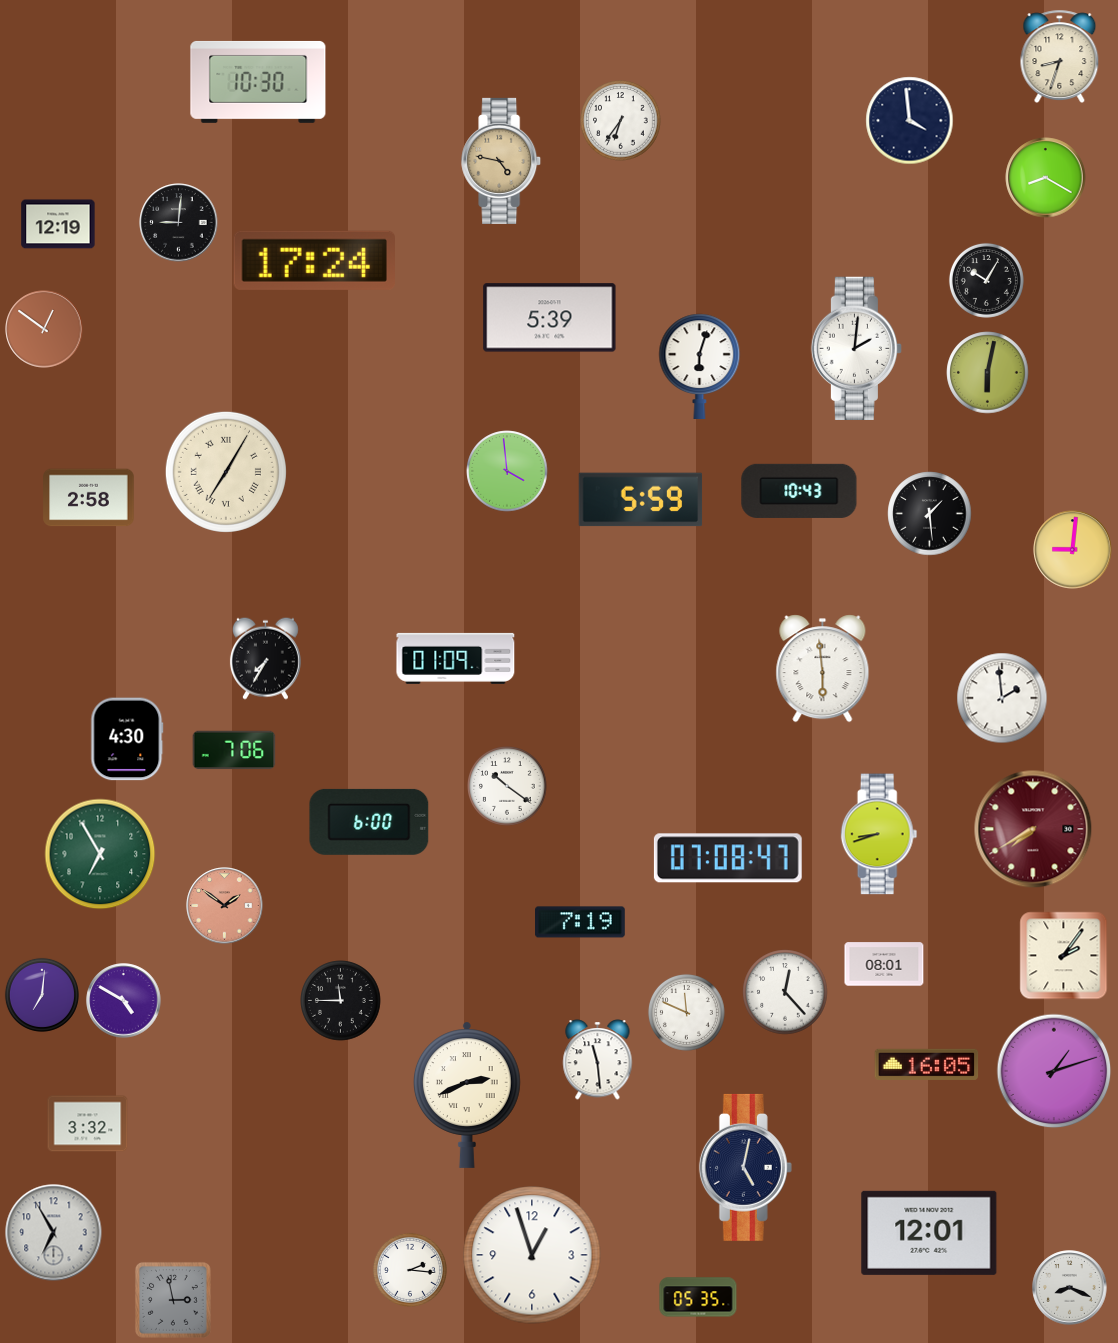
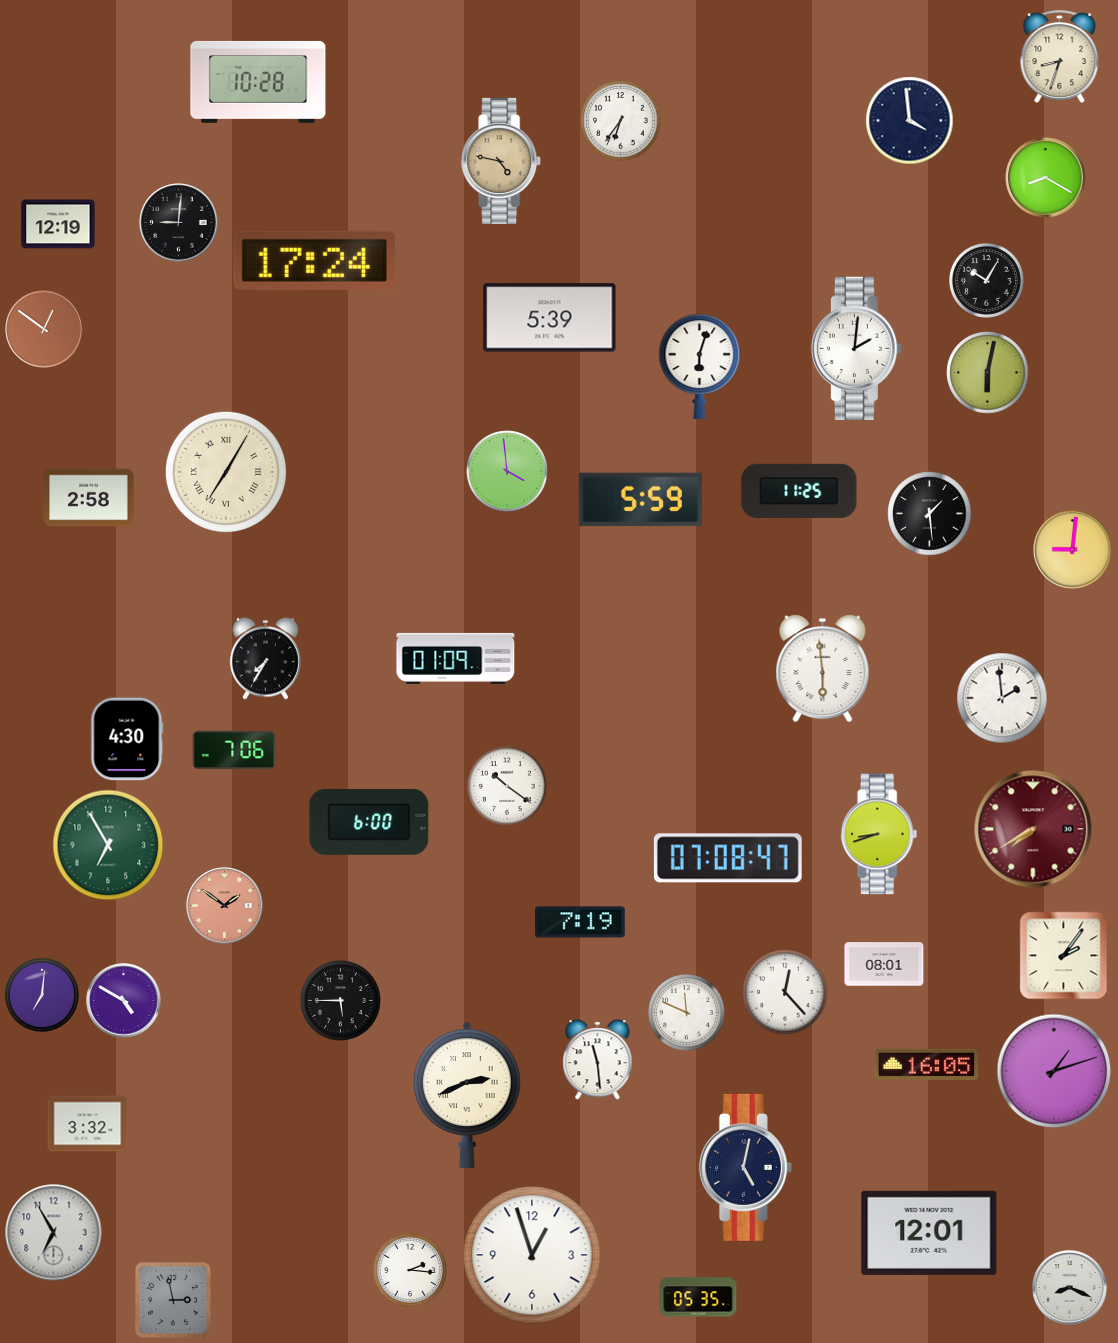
clock at (258, 82): 10:30 -> 10:28
clock at (799, 491): 10:43 -> 11:25
clock at (100, 854) position: (100, 854) -> (108, 845)
clock at (341, 1001): 11:45 -> 5:45
